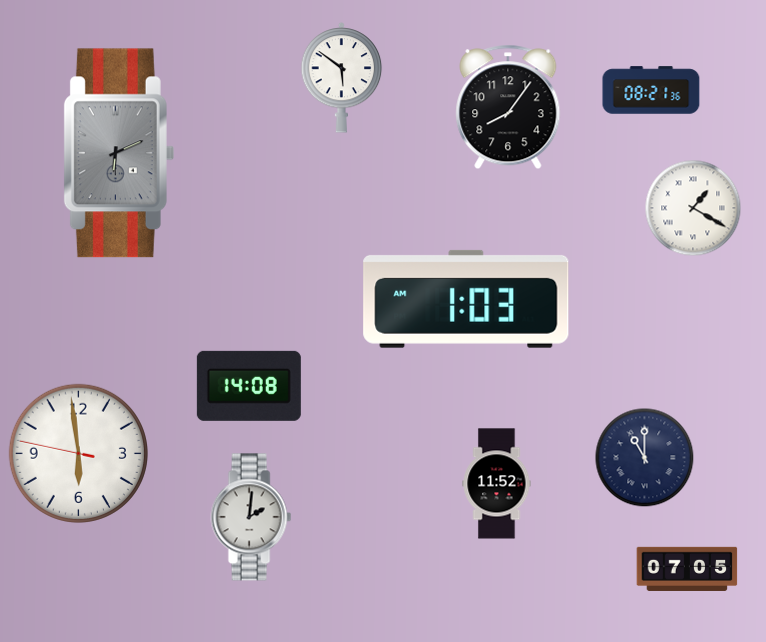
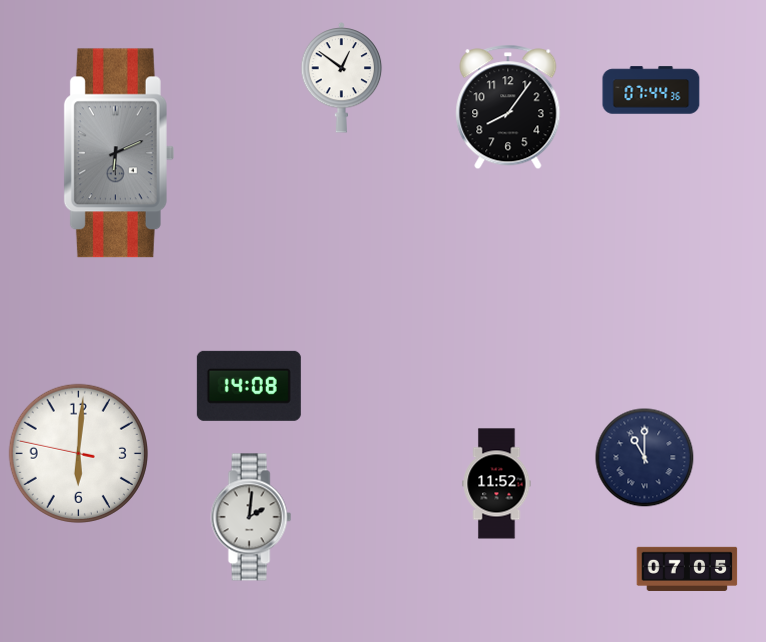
clock at (342, 78): 5:51 -> 12:51
clock at (651, 90): 08:21 -> 07:44
clock at (693, 208): 1:20 -> none
clock at (466, 299): 1:03 -> none
clock at (78, 453): 5:58 -> 6:00
